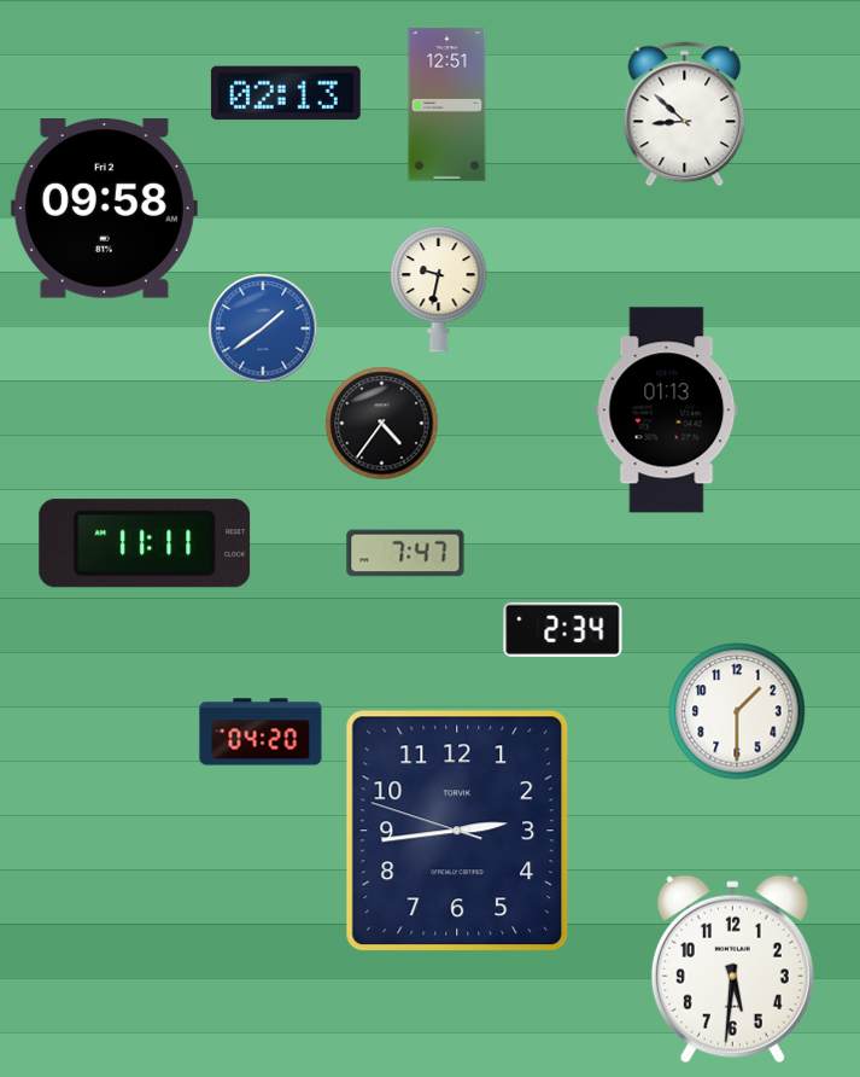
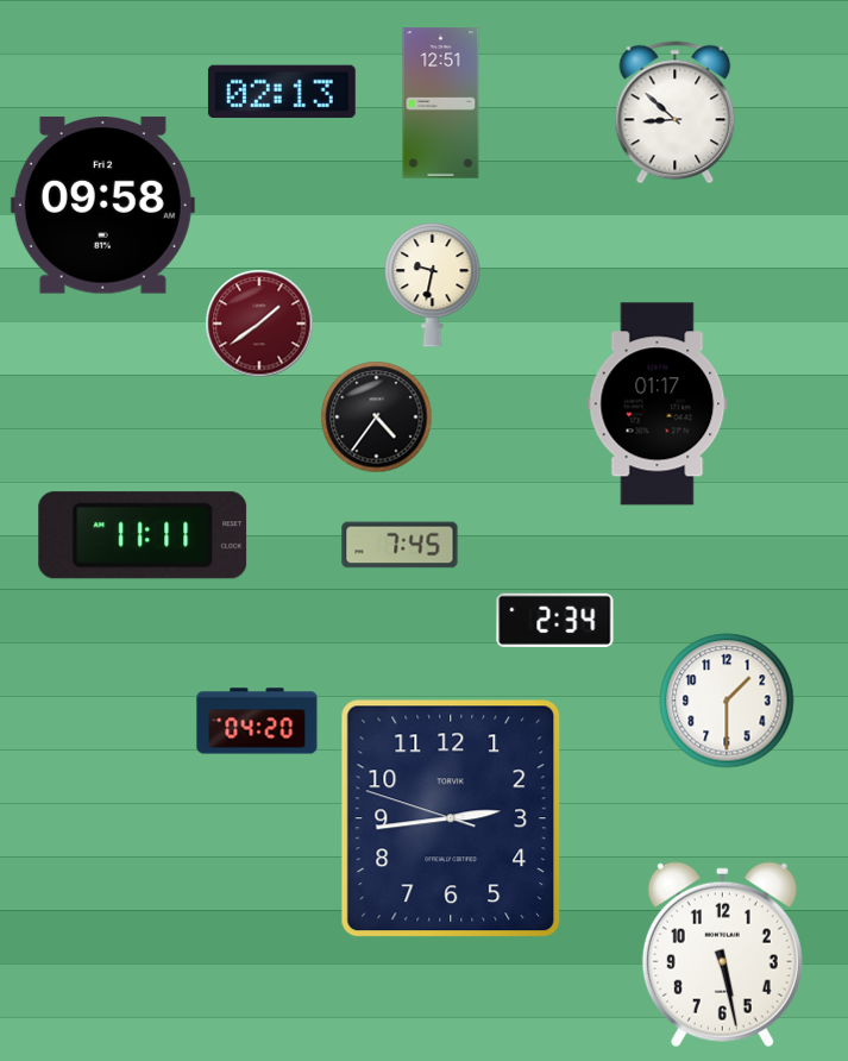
clock at (263, 328) dial: blue -> burgundy
clock at (667, 411): 01:13 -> 01:17
clock at (405, 553): 7:47 -> 7:45
clock at (732, 970): 5:31 -> 5:28
